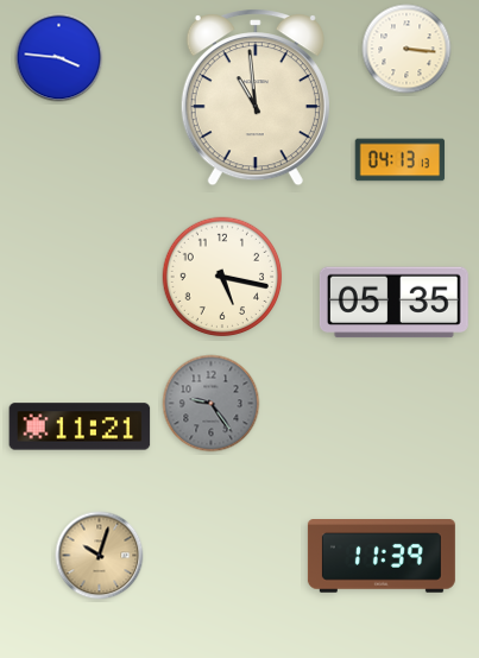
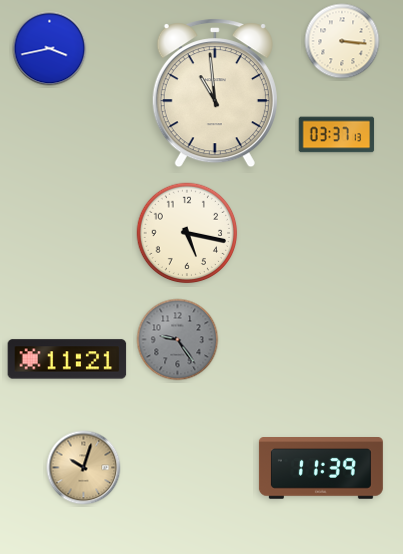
clock at (59, 58): 3:46 -> 3:43
clock at (256, 97) position: (256, 97) -> (215, 93)
clock at (401, 160): 04:13 -> 03:37
clock at (393, 303): 05:35 -> none
